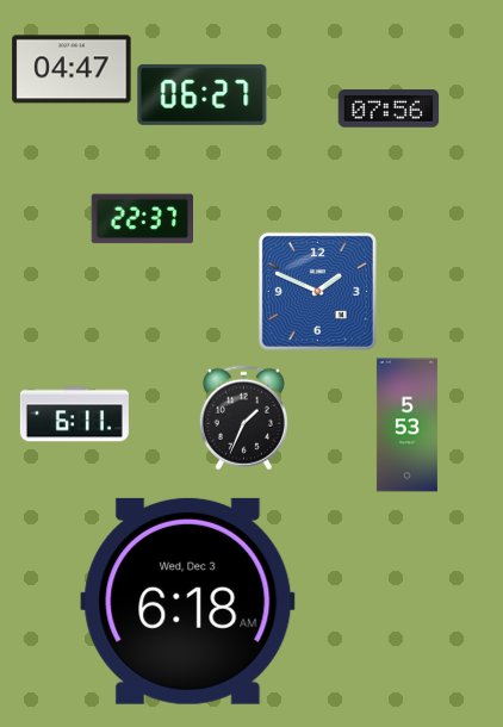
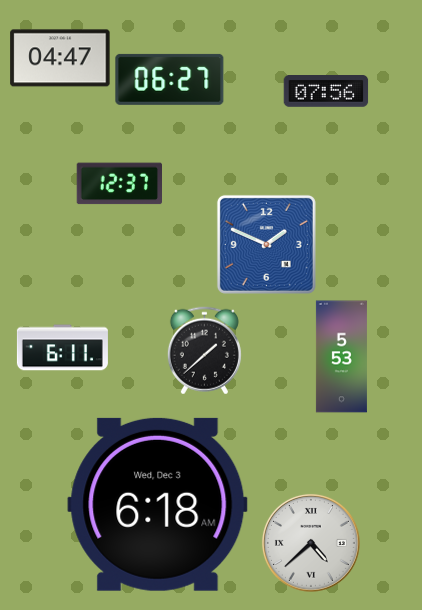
clock at (142, 219): 22:37 -> 12:37
clock at (243, 418): 1:34 -> 1:38
clock at (311, 543): none -> 4:38
